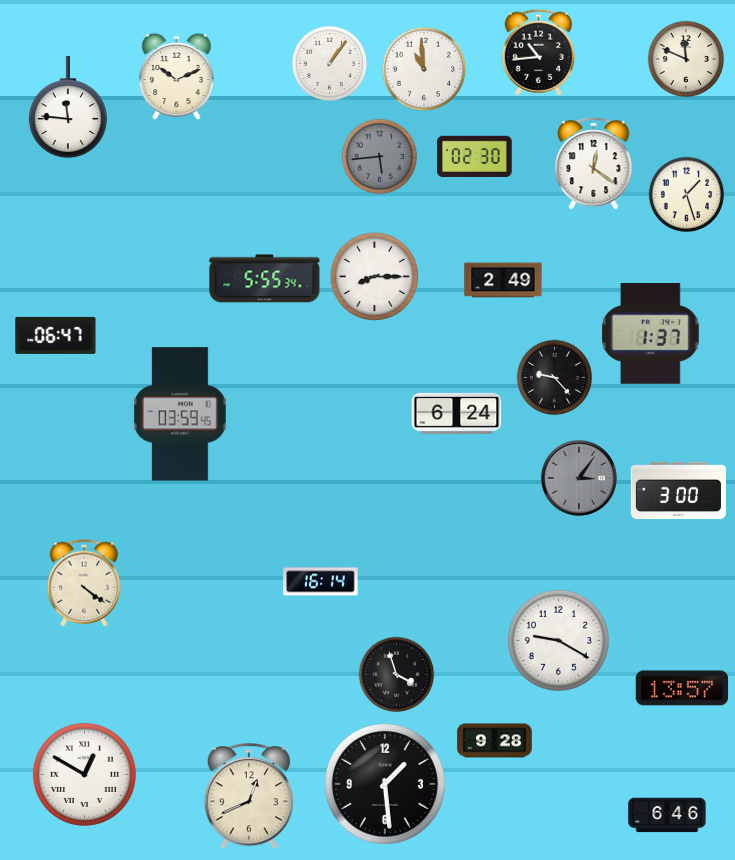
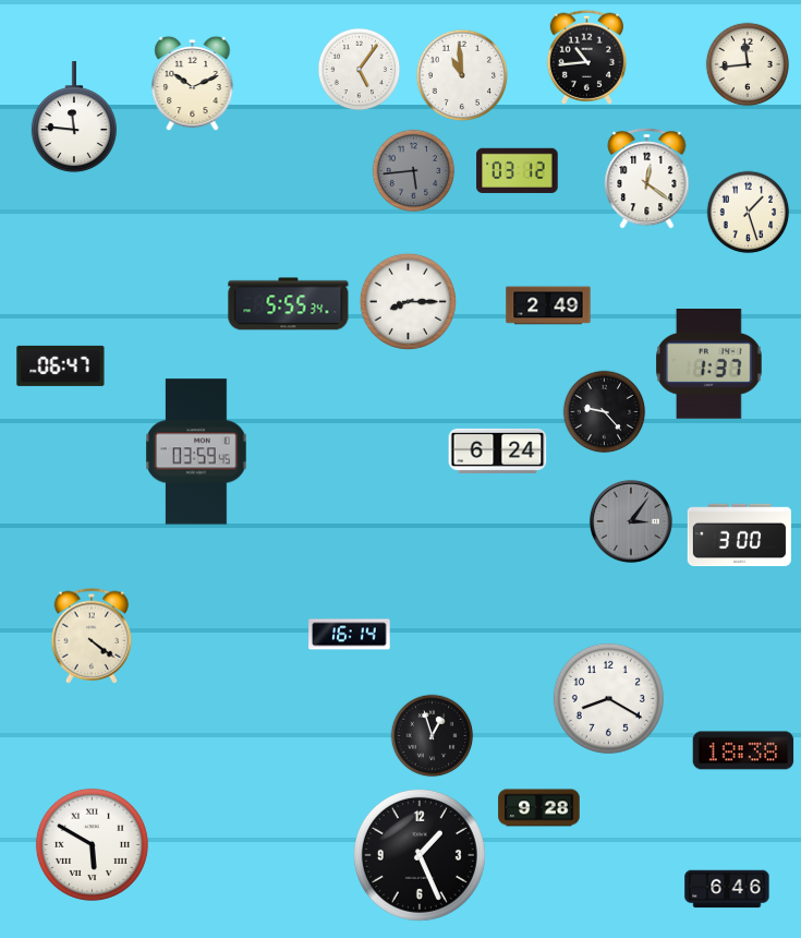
clock at (686, 59): 11:49 -> 11:44
clock at (330, 64): 1:06 -> 5:06
clock at (475, 156): 02:30 -> 03:12
clock at (558, 640): 9:20 -> 8:20
clock at (397, 675): 3:57 -> 12:57
clock at (682, 688): 13:57 -> 18:38
clock at (84, 774): 12:50 -> 5:50
clock at (385, 784): 1:29 -> 1:26
clock at (249, 797): 12:41 -> none
